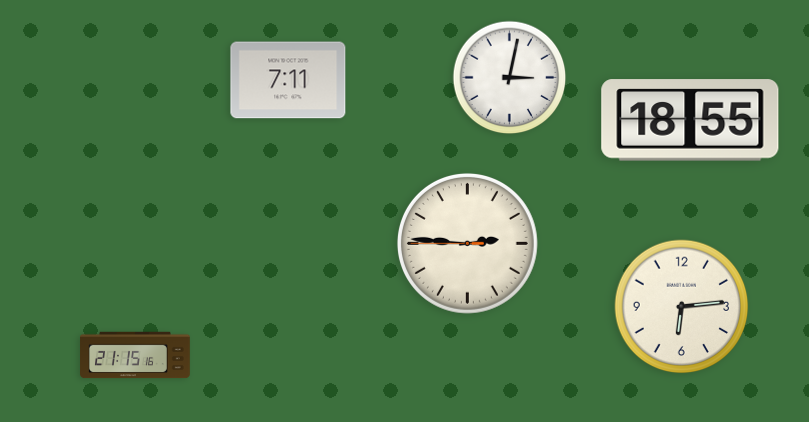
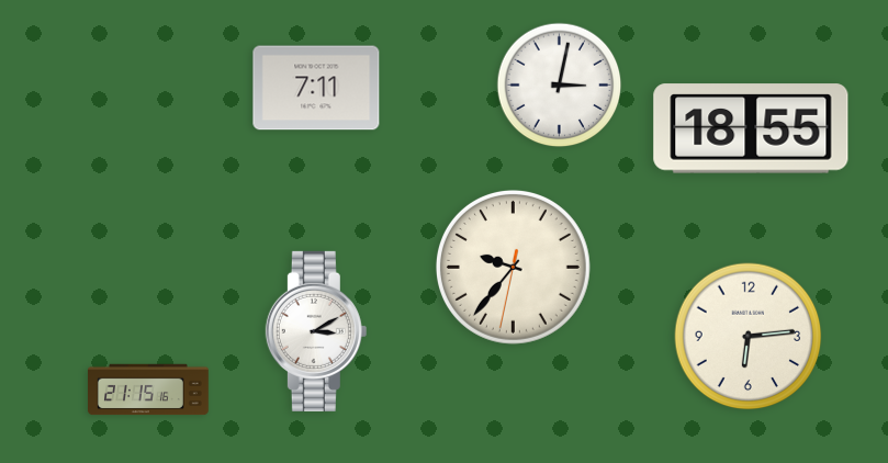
clock at (690, 120) position: (690, 120) -> (751, 128)
clock at (467, 243): 2:45 -> 9:36
clock at (316, 331): none -> 3:10
